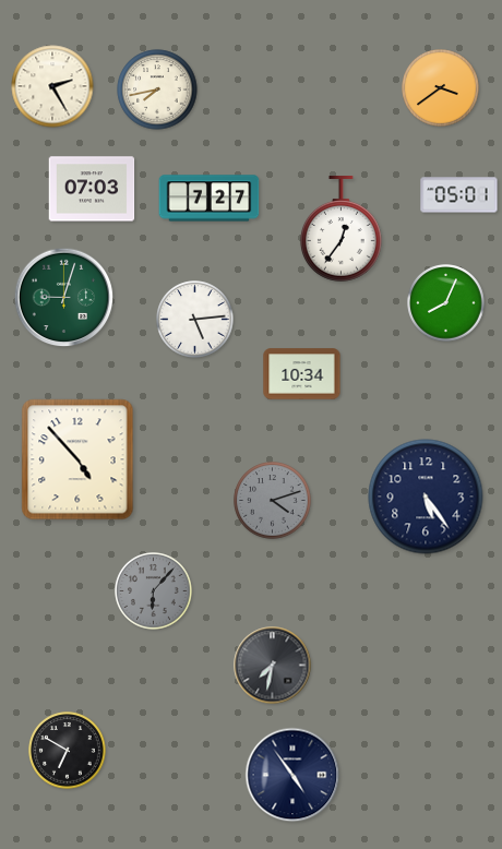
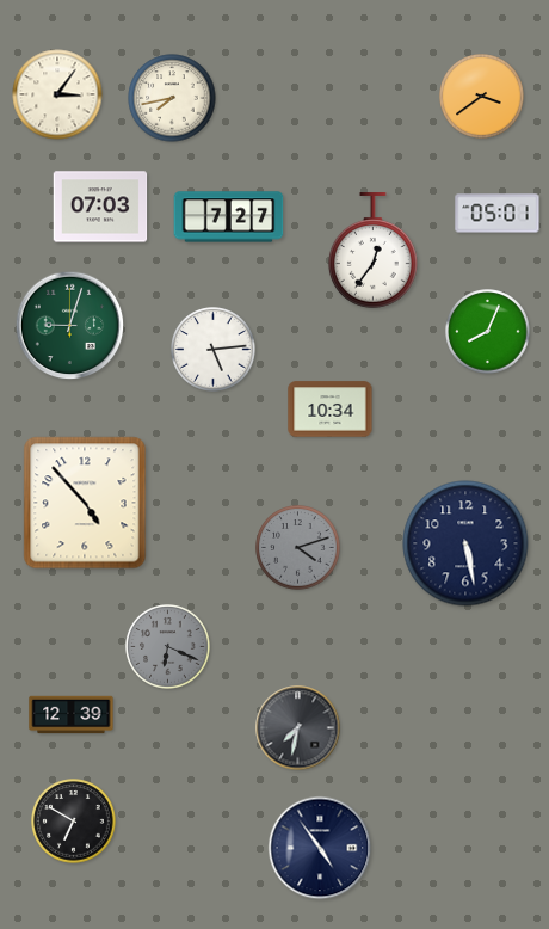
clock at (52, 86): 2:25 -> 3:06
clock at (459, 195) position: (459, 195) -> (498, 214)
clock at (426, 497): 5:24 -> 5:28
clock at (154, 591): 6:07 -> 6:19
clock at (72, 715): none -> 12:39
